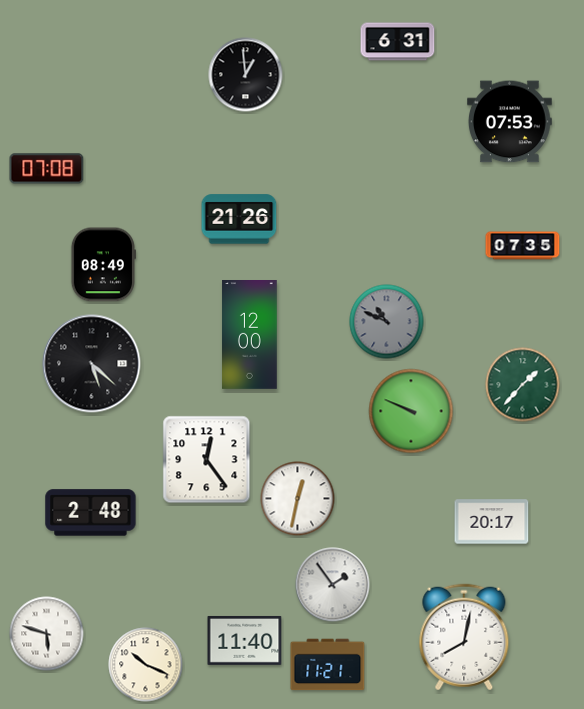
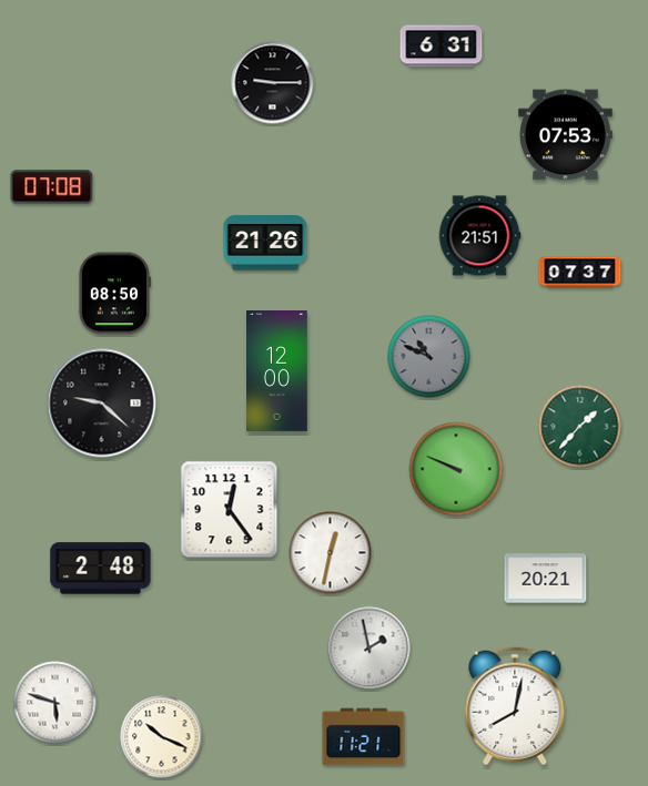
clock at (246, 75): 12:59 -> 9:15
clock at (479, 236): none -> 21:51
clock at (523, 246): 07:35 -> 07:37
clock at (103, 265): 08:49 -> 08:50
clock at (92, 364): 5:22 -> 9:22
clock at (411, 411) position: (411, 411) -> (456, 469)
clock at (492, 522): 20:17 -> 20:21
clock at (333, 585): 1:54 -> 1:58
clock at (47, 634) position: (47, 634) -> (55, 703)
clock at (245, 640): 11:40 -> none
